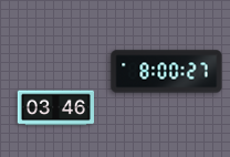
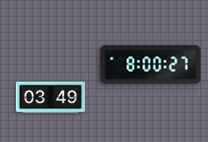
clock at (55, 108): 03:46 -> 03:49
